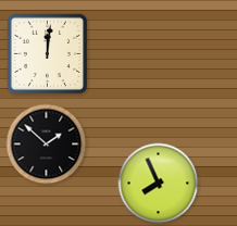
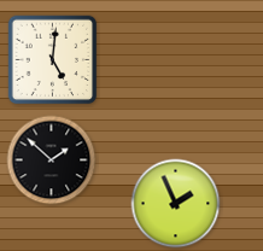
clock at (48, 54): 12:01 -> 5:01
clock at (159, 184): 7:56 -> 1:56
